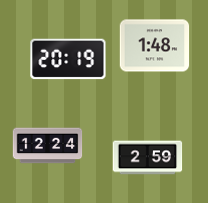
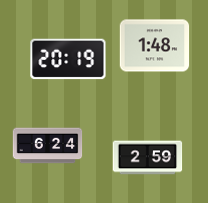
clock at (48, 146): 12:24 -> 6:24
